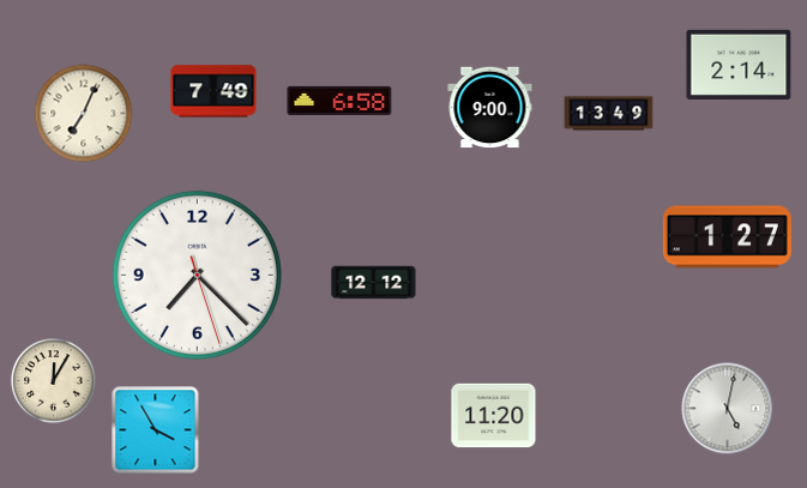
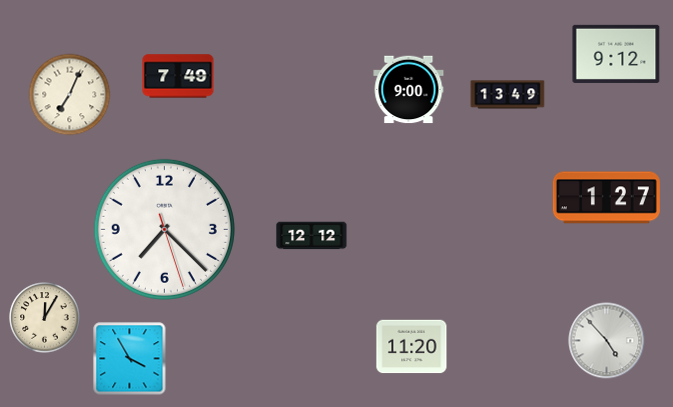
clock at (739, 65): 2:14 -> 9:12
clock at (339, 101): 6:58 -> none
clock at (728, 409): 5:02 -> 4:53
